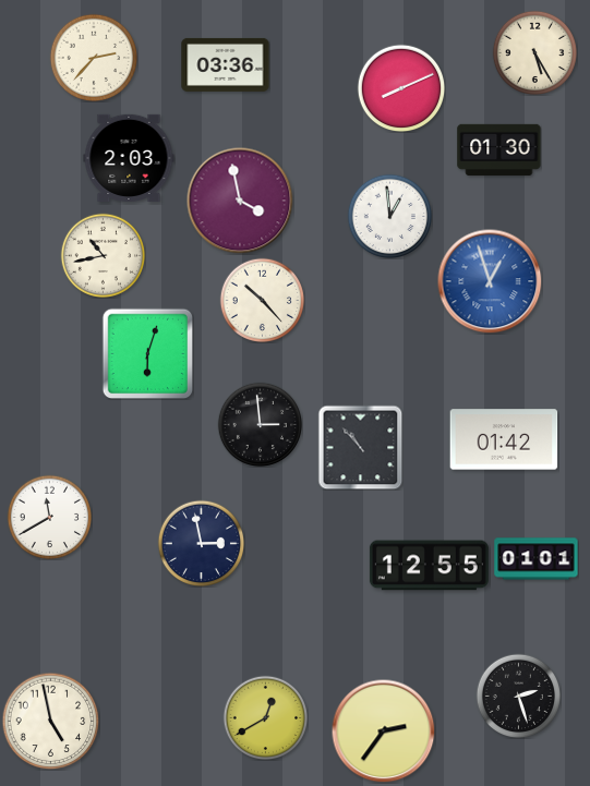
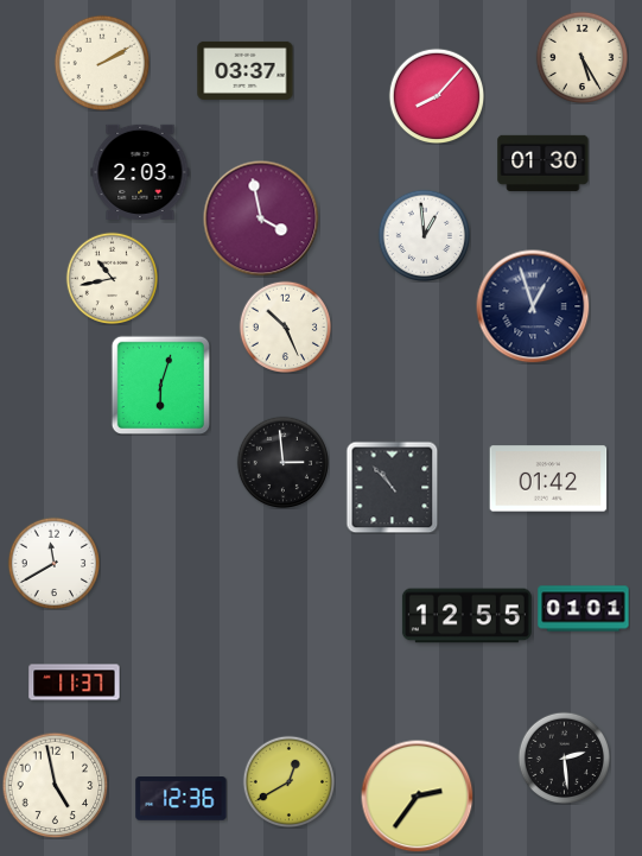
clock at (94, 58): 2:37 -> 2:10
clock at (226, 64): 03:36 -> 03:37
clock at (401, 88): 8:11 -> 8:07
clock at (490, 281) dial: blue -> navy
clock at (262, 300): 10:23 -> 10:26
clock at (201, 543): 2:58 -> none
clock at (75, 683): none -> 11:37
clock at (518, 696): 2:27 -> 2:29
clock at (182, 799): none -> 12:36
